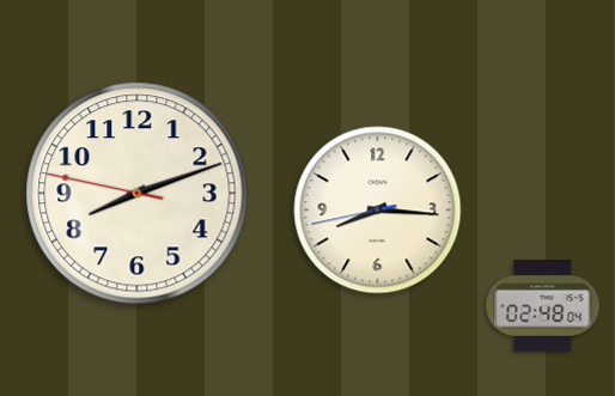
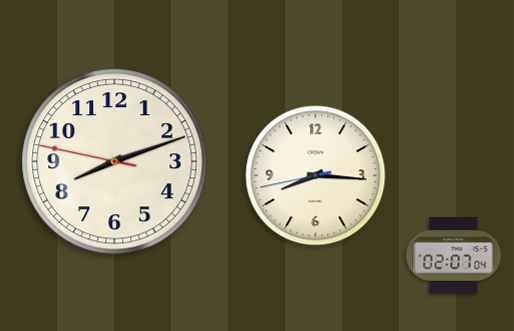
clock at (543, 306): 02:48 -> 02:07
